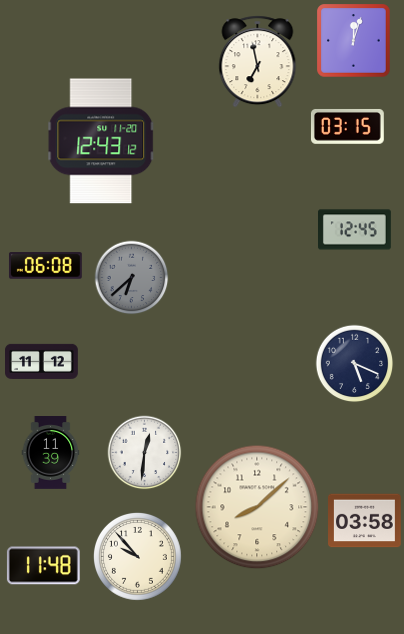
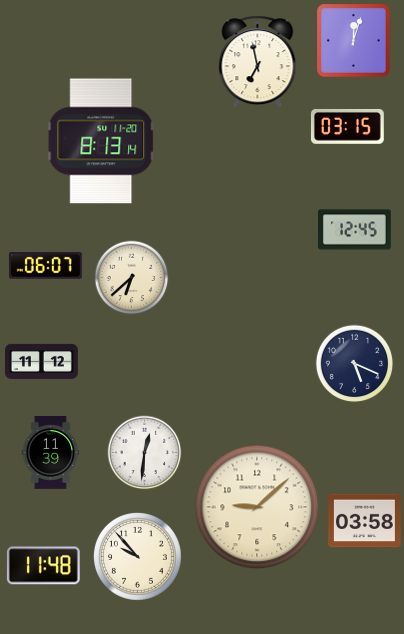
clock at (102, 141): 12:43 -> 8:13
clock at (45, 266): 06:08 -> 06:07
clock at (132, 278) dial: grey -> cream
clock at (257, 507): 8:08 -> 9:08
